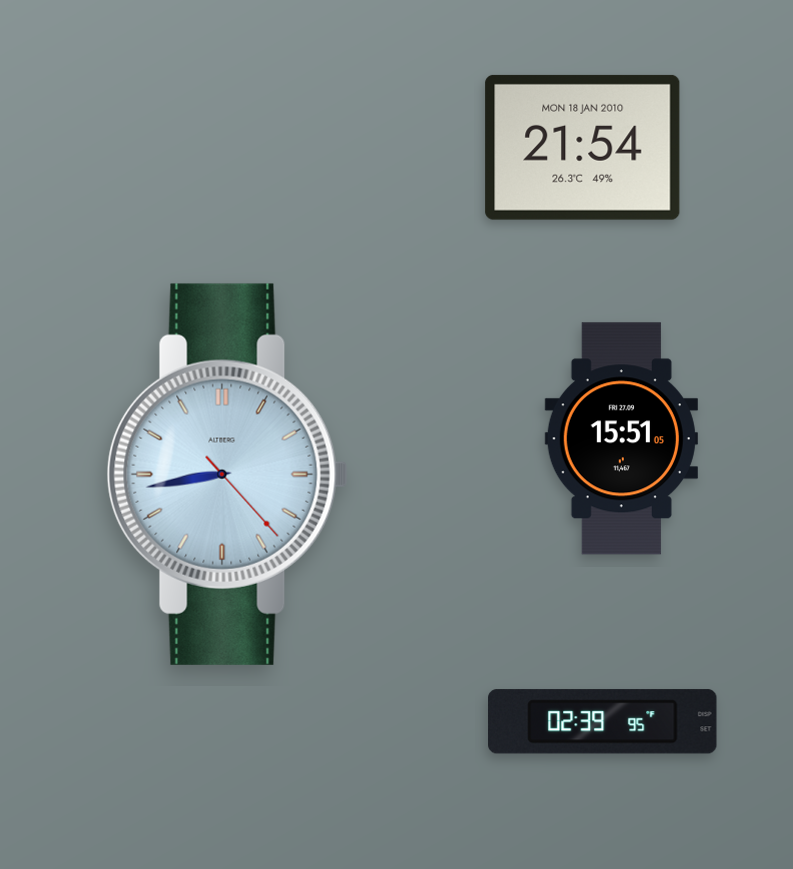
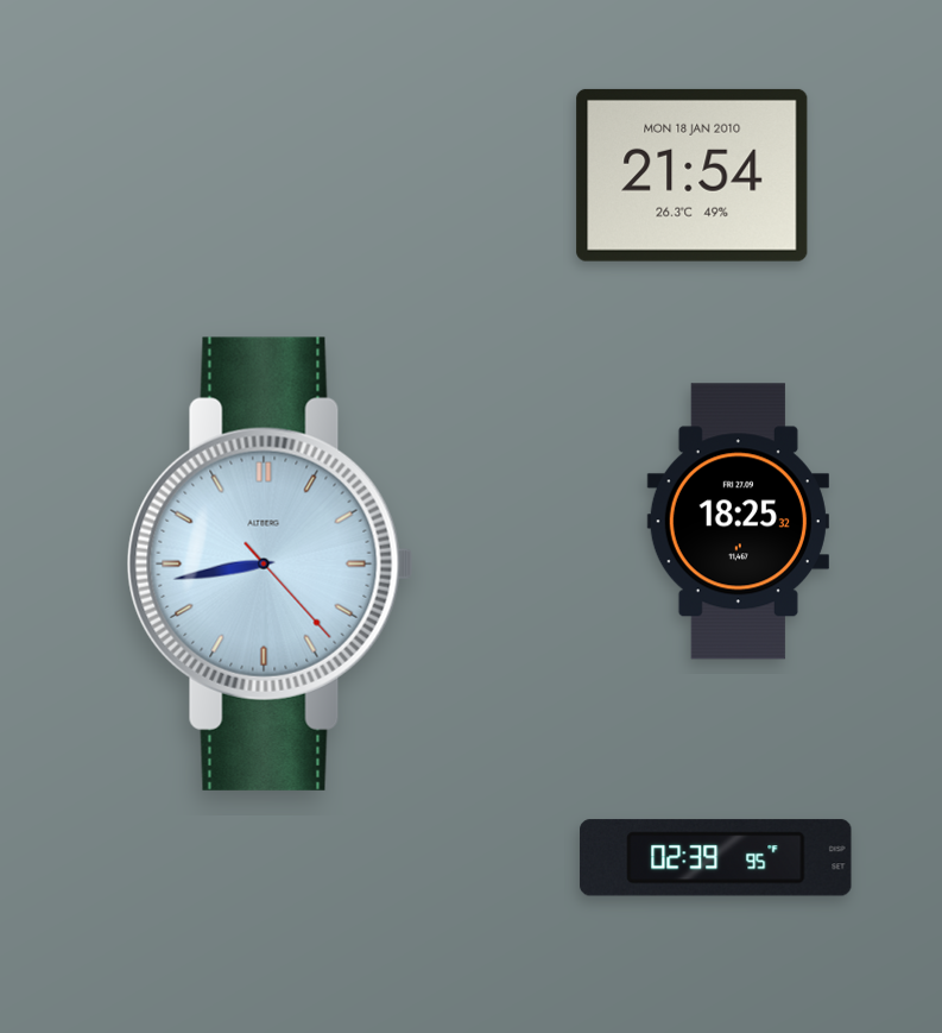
clock at (621, 439): 15:51 -> 18:25
